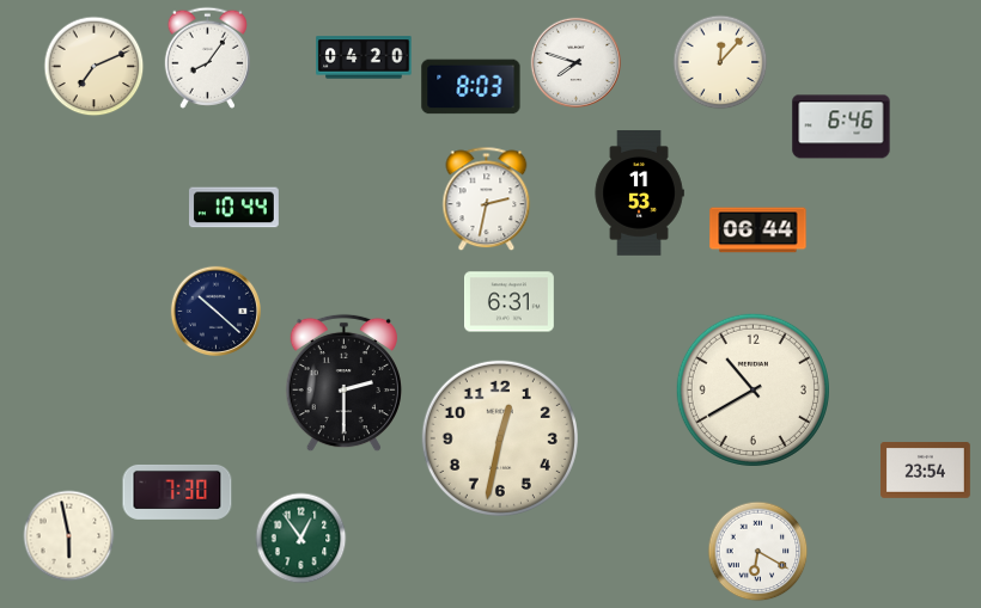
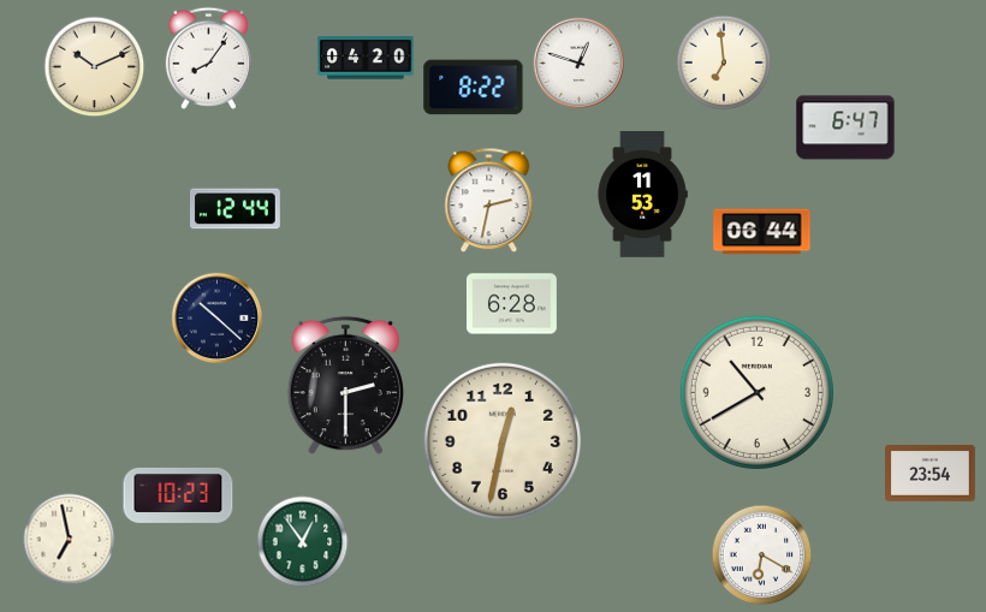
clock at (575, 62): 7:48 -> 12:48
clock at (720, 62): 12:07 -> 6:59
clock at (95, 67): 7:11 -> 10:11
clock at (471, 87): 8:03 -> 8:22
clock at (841, 127): 6:46 -> 6:47
clock at (234, 208): 10:44 -> 12:44
clock at (510, 302): 6:31 -> 6:28
clock at (215, 311) position: (215, 311) -> (216, 317)
clock at (177, 492): 7:30 -> 10:23
clock at (69, 536): 5:58 -> 6:58
